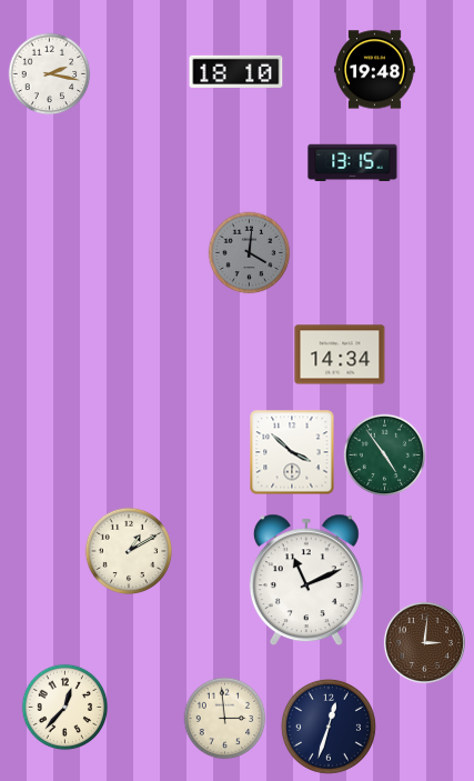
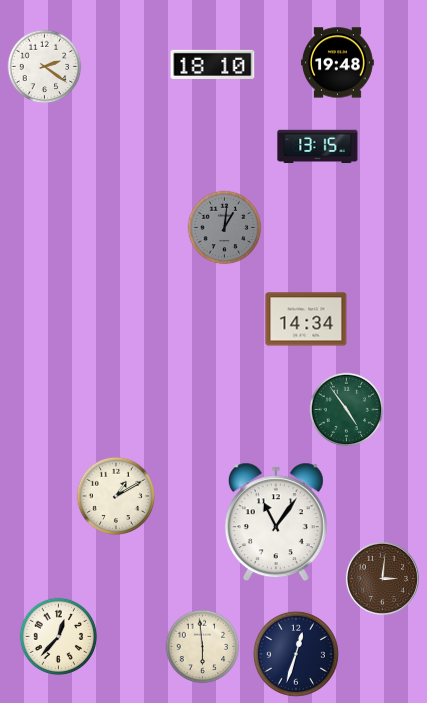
clock at (50, 74): 2:17 -> 2:21
clock at (250, 253): 4:01 -> 1:01
clock at (292, 452): 3:52 -> none
clock at (306, 580): 11:11 -> 11:06
clock at (225, 719): 2:59 -> 5:59
